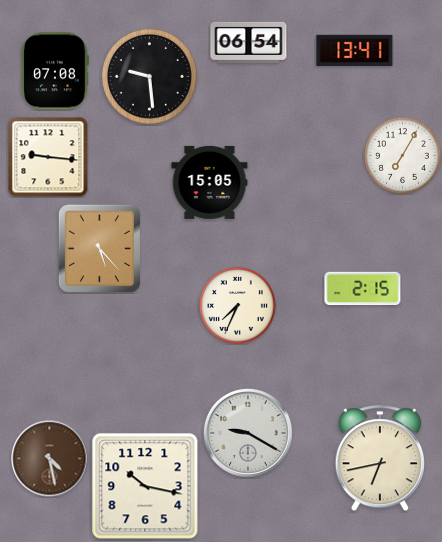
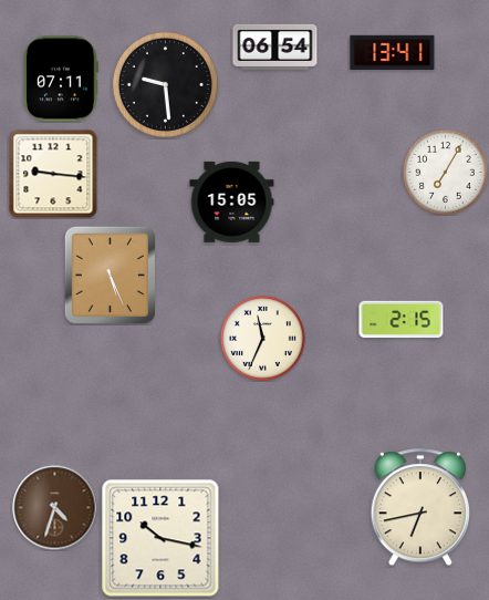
clock at (355, 50) position: (355, 50) -> (393, 52)
clock at (55, 71): 07:08 -> 07:11
clock at (99, 248): 5:23 -> 5:26
clock at (238, 306): 7:34 -> 11:34
clock at (248, 433): 9:20 -> none
clock at (50, 459): 4:28 -> 4:33
